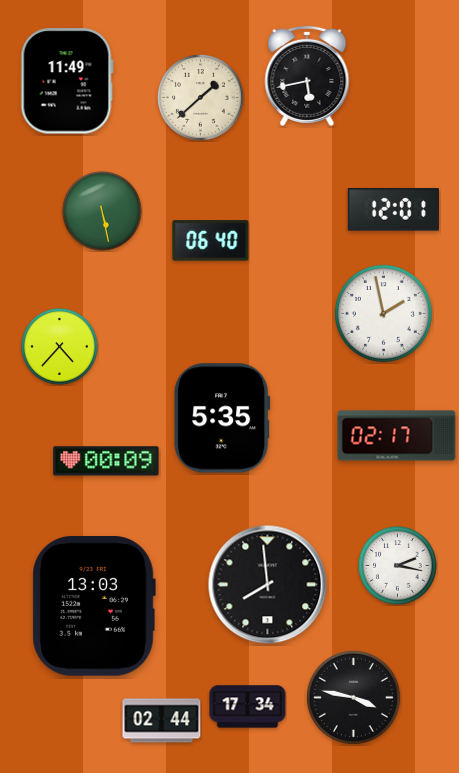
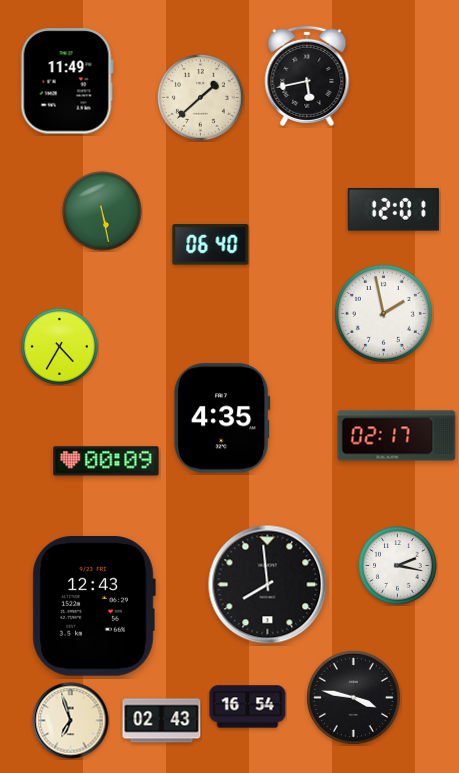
clock at (211, 241) position: (211, 241) -> (211, 245)
clock at (60, 347): 4:37 -> 4:35
clock at (222, 418): 5:35 -> 4:35
clock at (94, 607): 13:03 -> 12:43
clock at (248, 707): 17:34 -> 16:54
clock at (71, 721): none -> 6:57
clock at (162, 721): 02:44 -> 02:43
